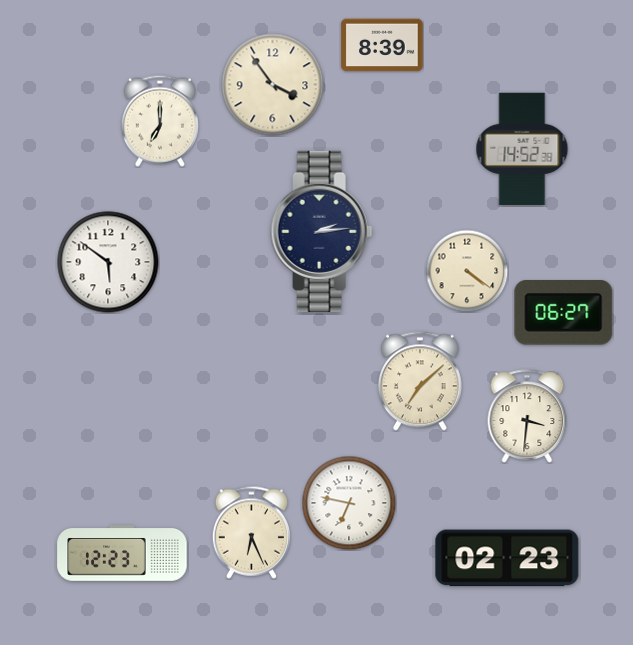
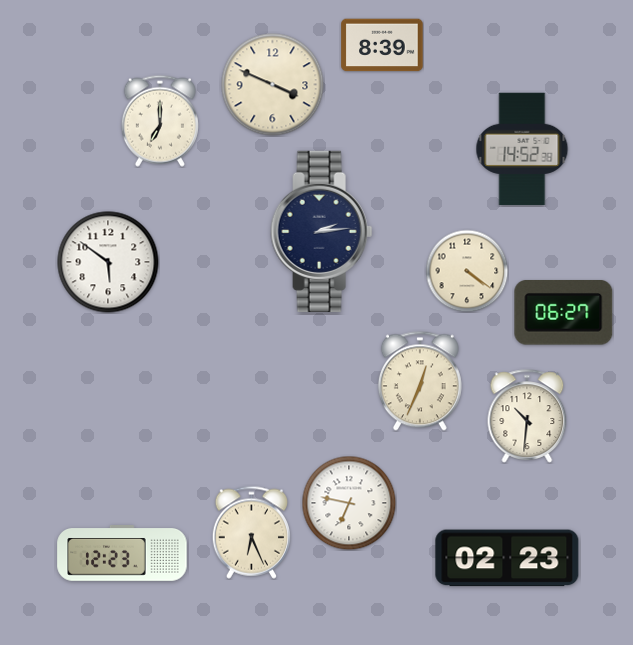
clock at (273, 85): 3:54 -> 3:49
clock at (420, 381): 7:08 -> 12:34
clock at (527, 416): 3:31 -> 10:31
